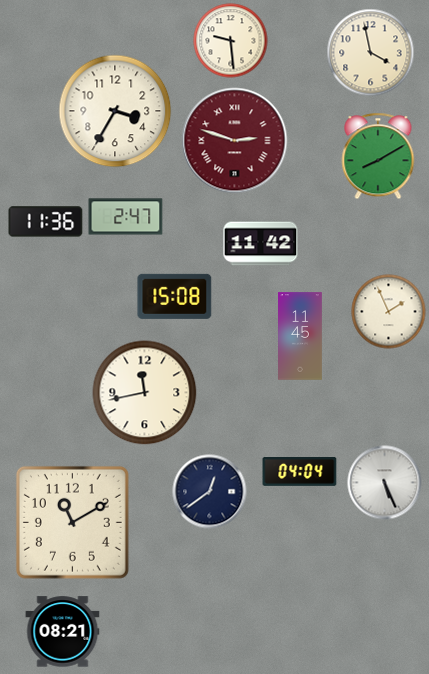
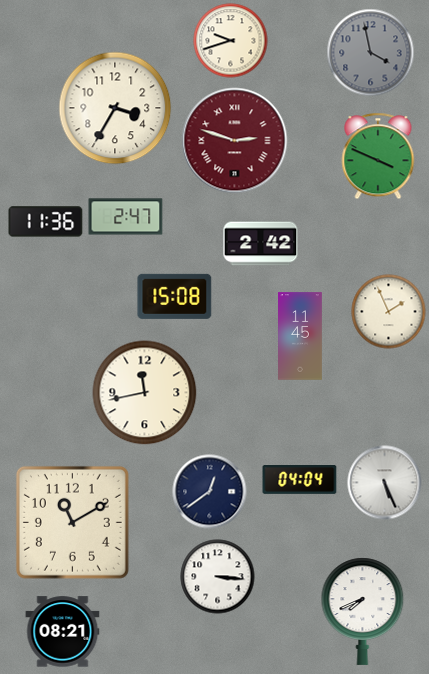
clock at (231, 41): 9:29 -> 9:42
clock at (371, 53) dial: cream -> grey
clock at (115, 111) position: (115, 111) -> (115, 108)
clock at (378, 156): 8:10 -> 3:49
clock at (261, 244): 11:42 -> 2:42
clock at (300, 472) position: (300, 472) -> (300, 480)
clock at (218, 577): none -> 3:16
clock at (363, 611): none -> 7:41
